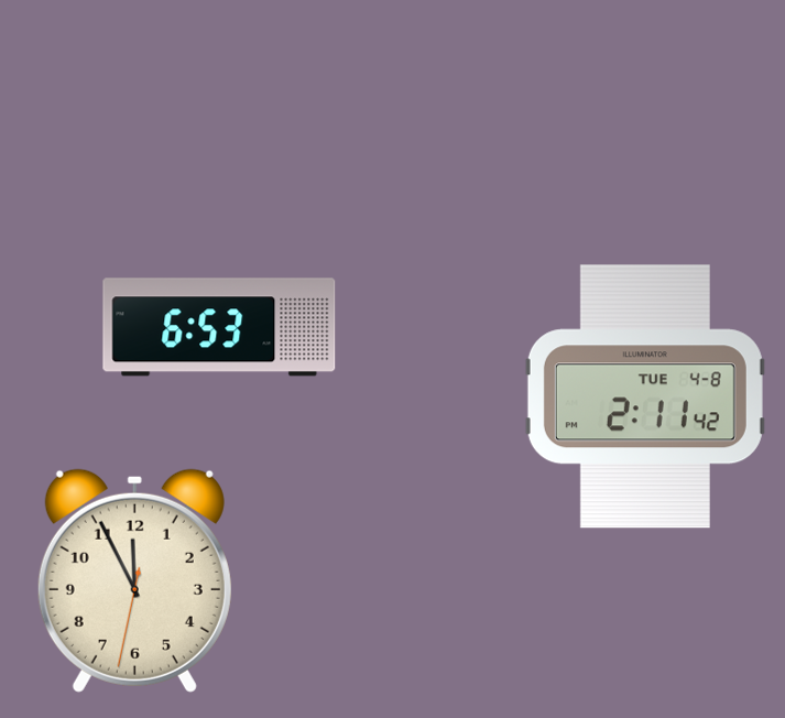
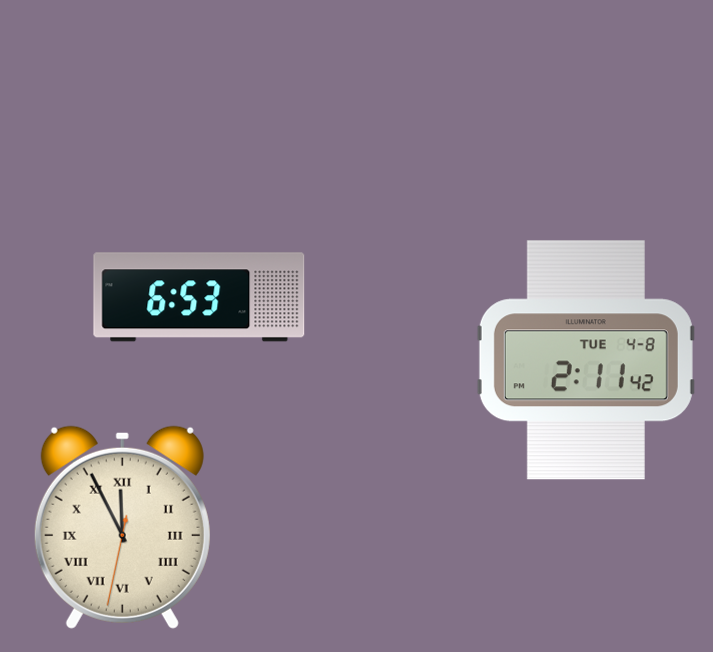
clock at (134, 580) numerals: Arabic -> Roman
